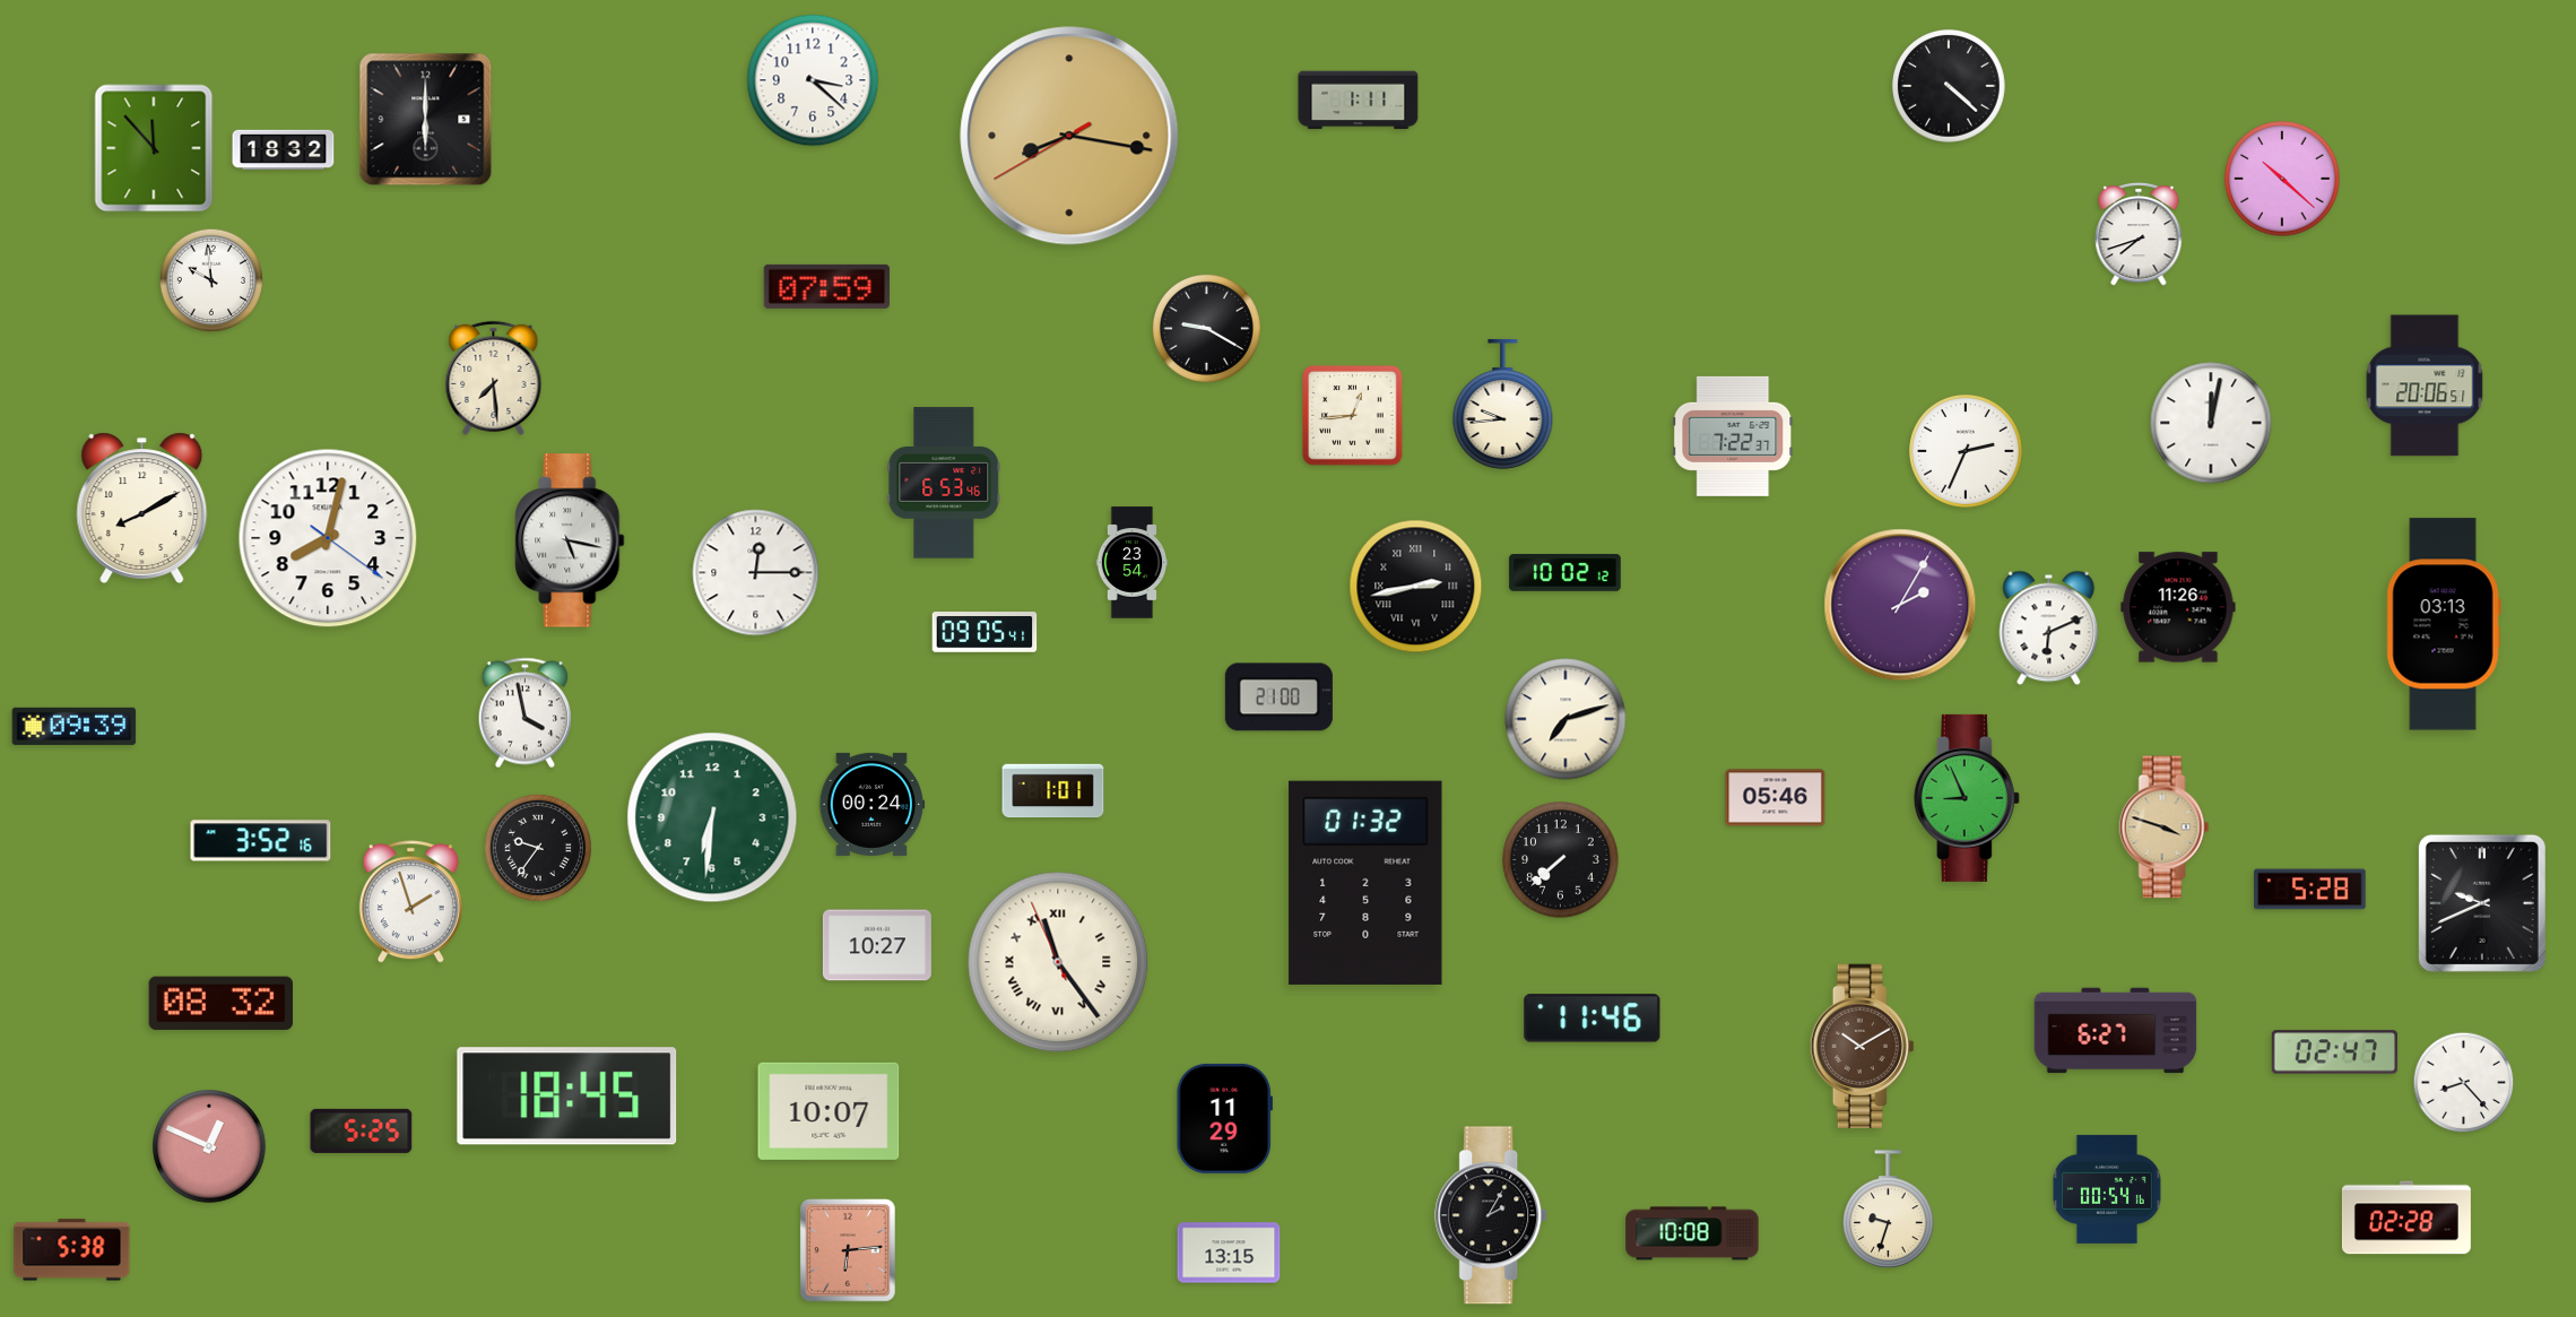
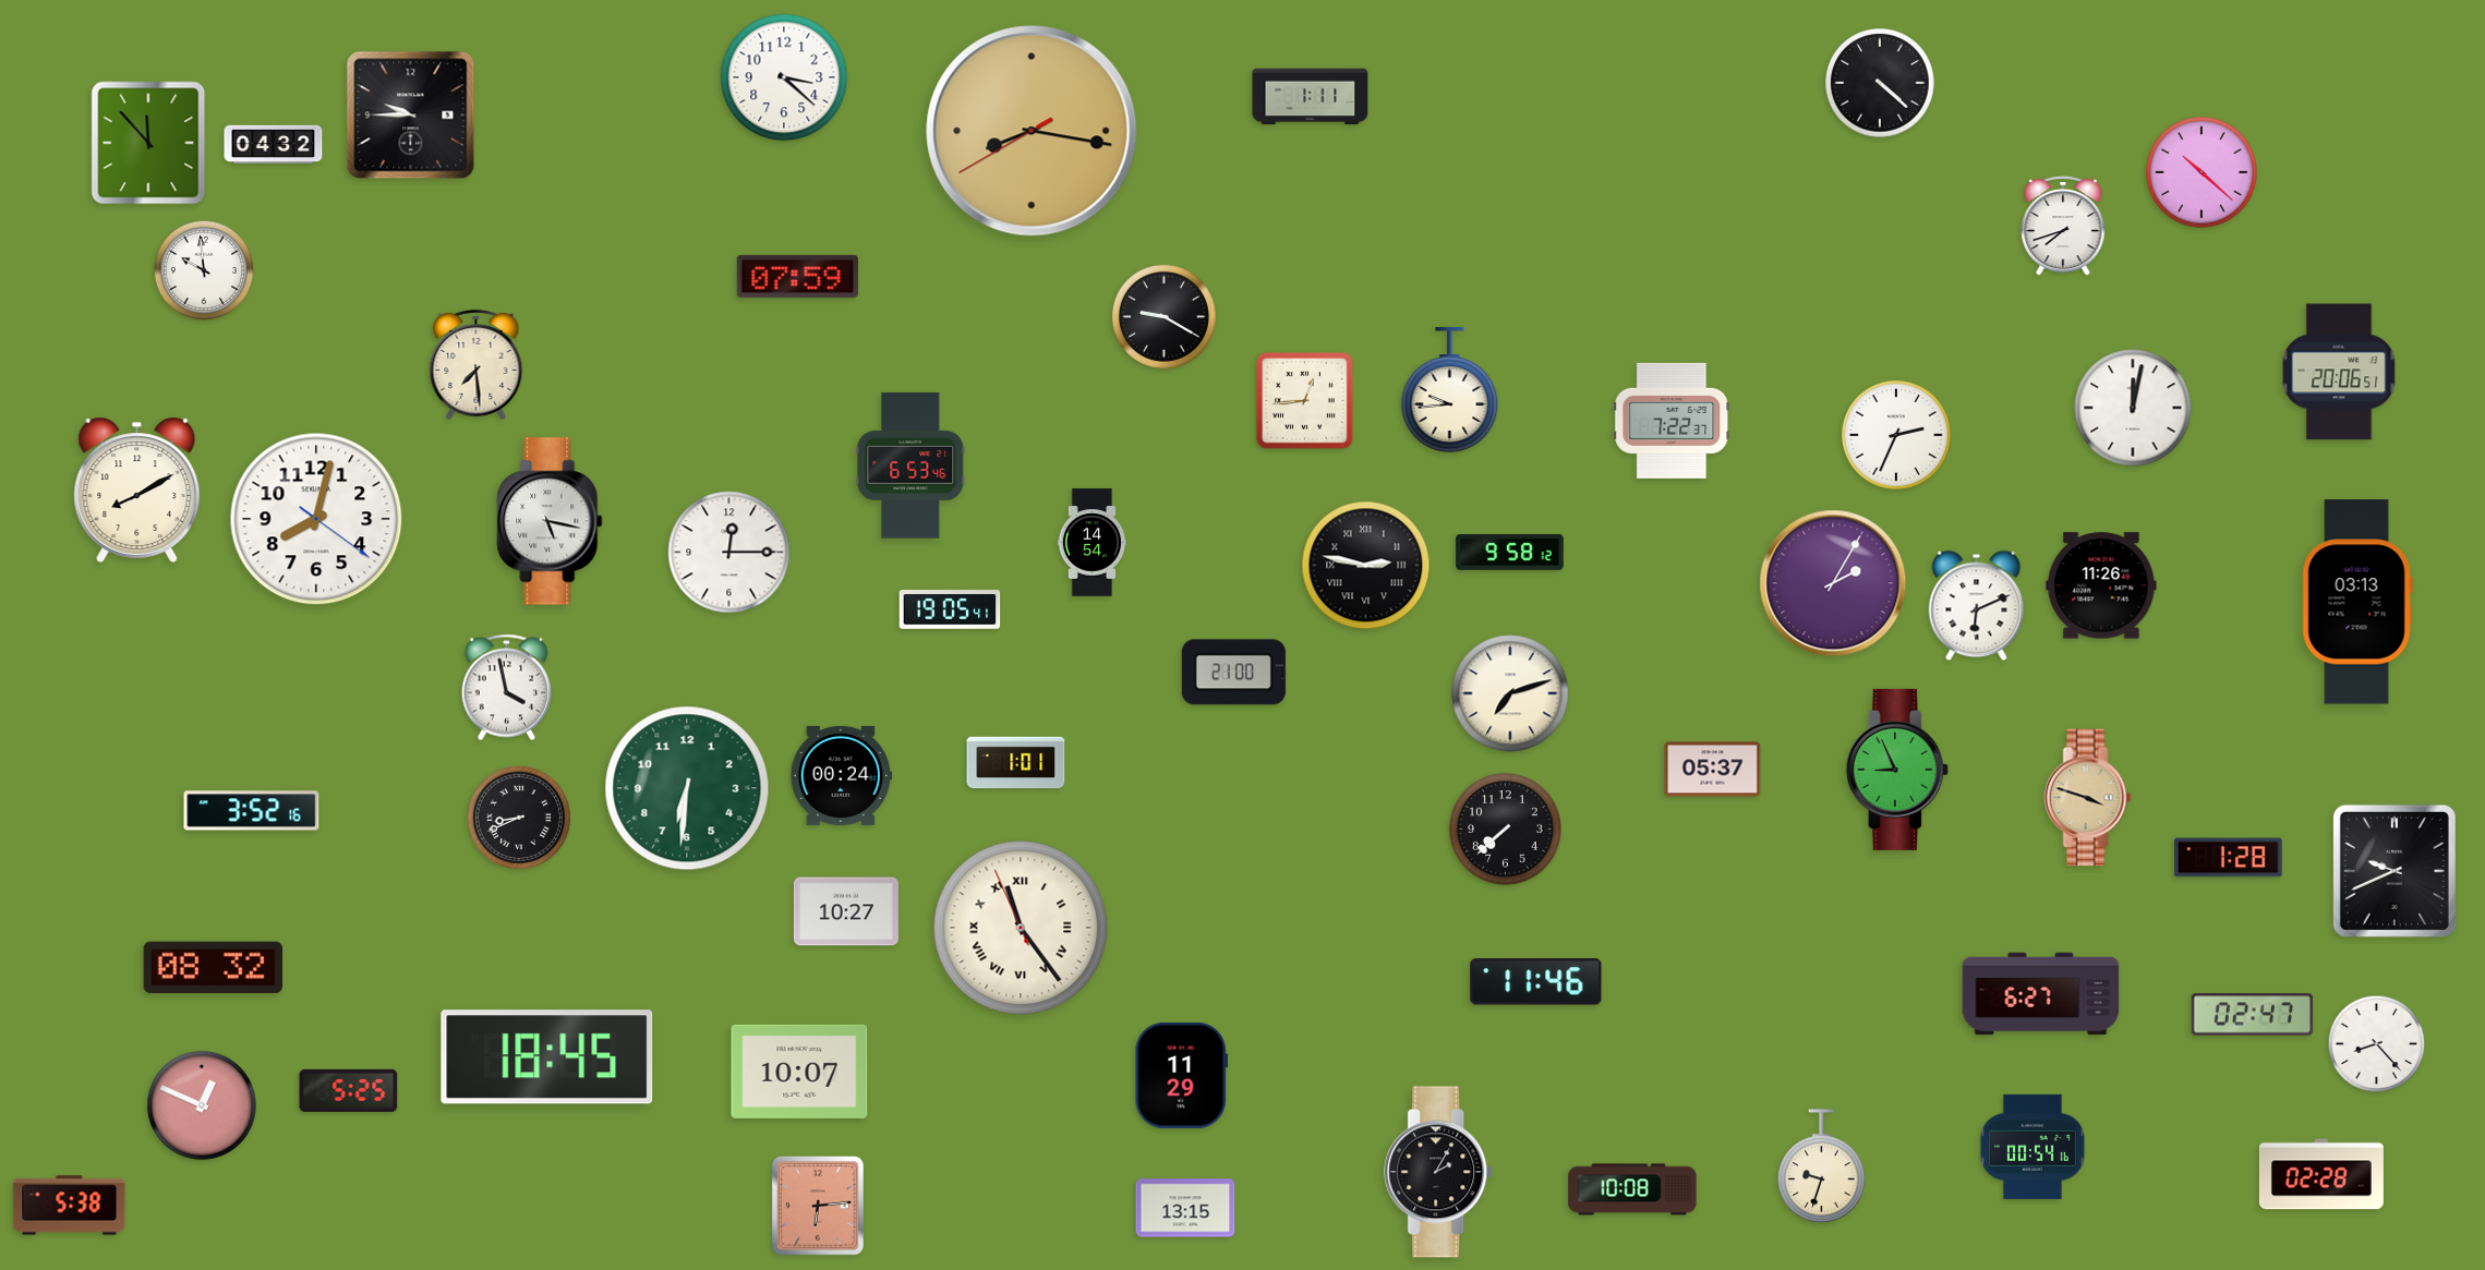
clock at (426, 120): 6:00 -> 9:45
clock at (284, 149): 18:32 -> 04:32
clock at (1133, 563): 23:54 -> 14:54
clock at (1565, 573): 10:02 -> 9:58
clock at (1416, 587): 2:43 -> 2:47
clock at (985, 632): 09:05 -> 19:05
clock at (75, 726): 09:39 -> none
clock at (1776, 798): 05:46 -> 05:37
clock at (538, 848): 9:36 -> 8:41
clock at (1365, 883): 01:32 -> none
clock at (2310, 890): 5:28 -> 1:28
clock at (410, 902): 1:57 -> none
clock at (1862, 1046): 10:10 -> none
clock at (1224, 1118) position: (1224, 1118) -> (1181, 1075)
